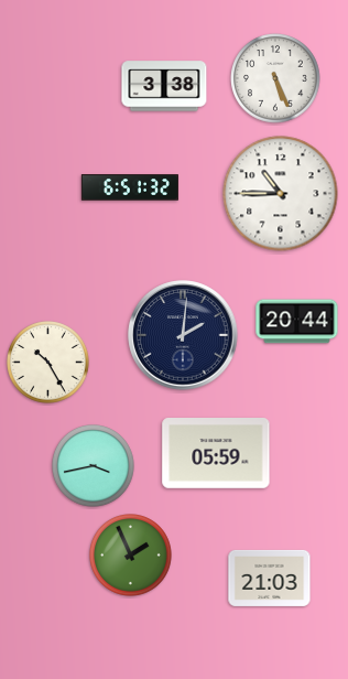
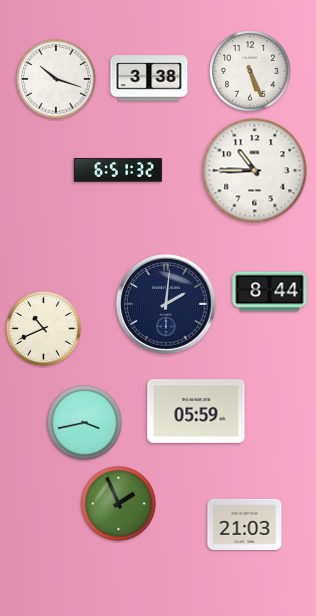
clock at (56, 79): none -> 10:18
clock at (281, 194) position: (281, 194) -> (255, 171)
clock at (297, 322): 20:44 -> 8:44
clock at (48, 363): 10:25 -> 10:41
